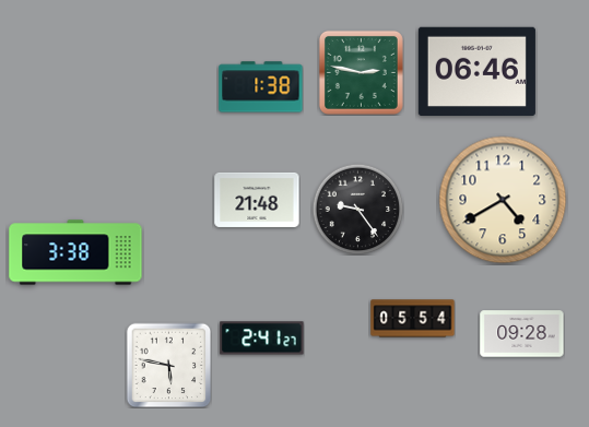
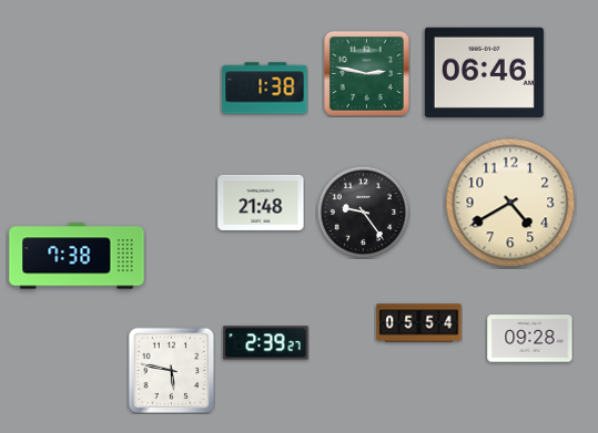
clock at (75, 252): 3:38 -> 7:38
clock at (262, 339): 2:41 -> 2:39
